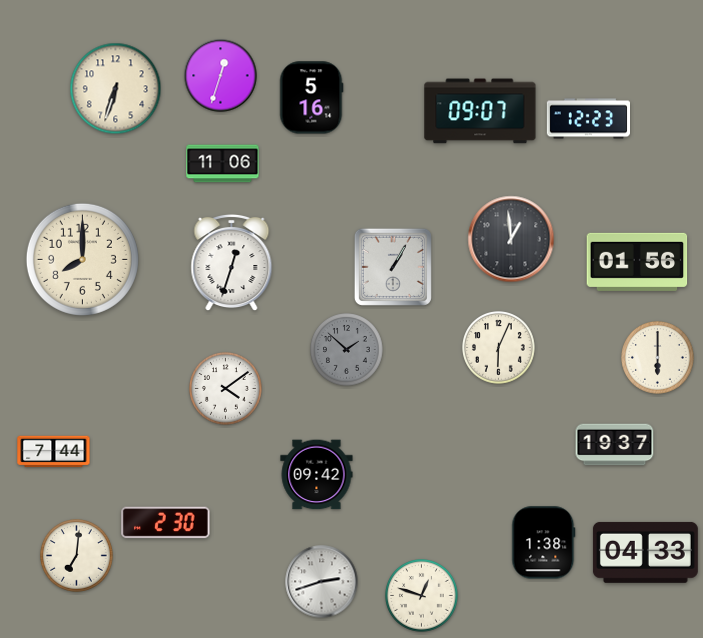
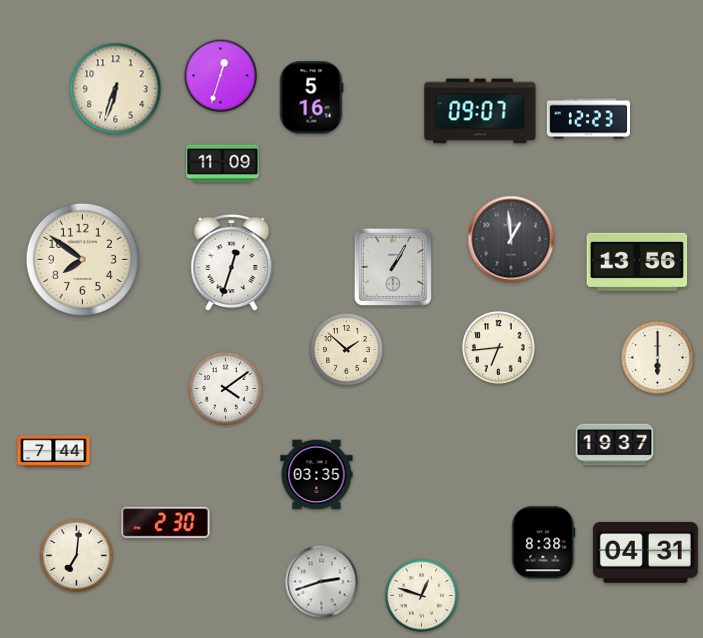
clock at (223, 164): 11:06 -> 11:09
clock at (82, 259): 8:00 -> 7:51
clock at (637, 262): 01:56 -> 13:56
clock at (499, 348): 6:04 -> 6:44
clock at (347, 350) dial: grey -> cream
clock at (317, 475): 09:42 -> 03:35
clock at (544, 543): 1:38 -> 8:38
clock at (645, 552): 04:33 -> 04:31
